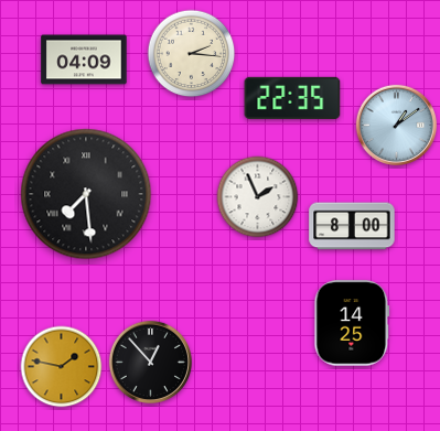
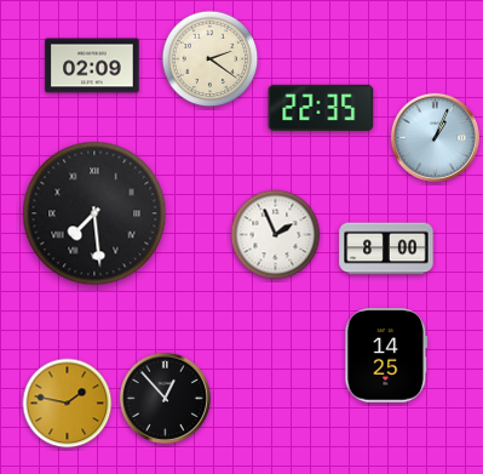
clock at (192, 54): 2:16 -> 2:21
clock at (84, 60): 04:09 -> 02:09
clock at (396, 125): 1:09 -> 1:04
clock at (258, 197) position: (258, 197) -> (276, 235)
